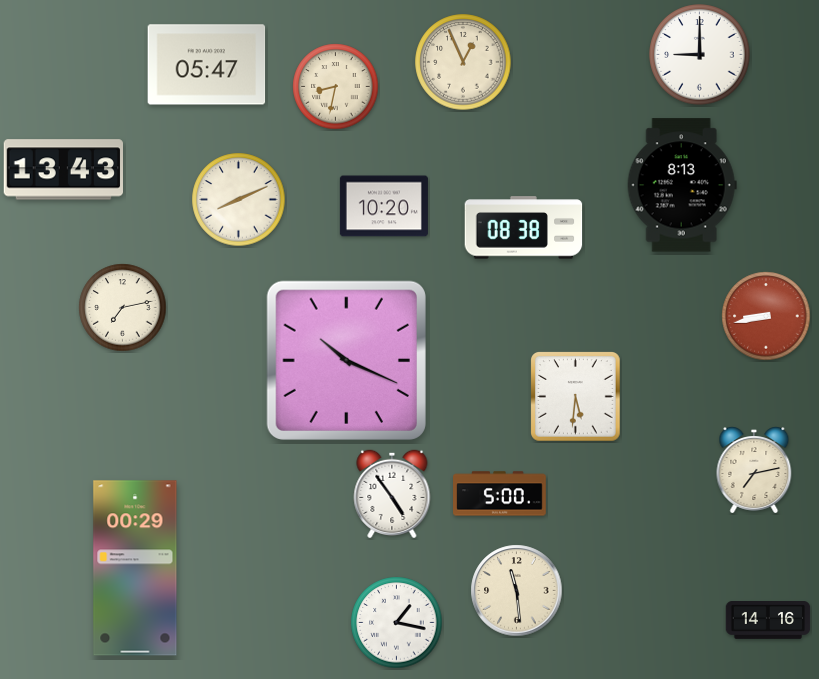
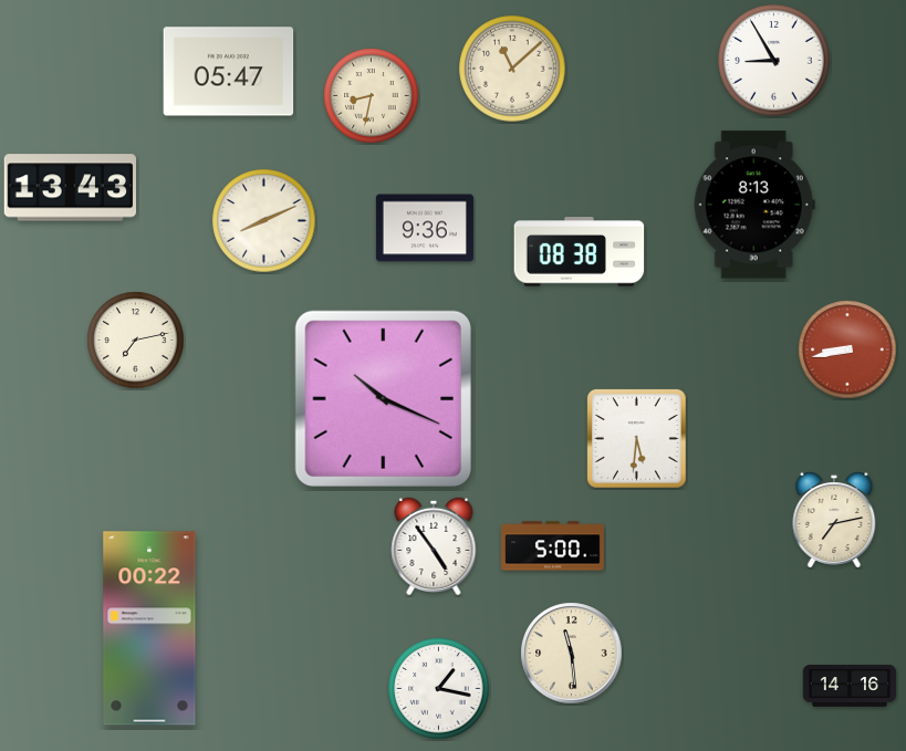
clock at (700, 55): 9:00 -> 8:55
clock at (463, 62): 12:56 -> 11:08
clock at (384, 206): 10:20 -> 9:36
clock at (135, 568): 00:29 -> 00:22
